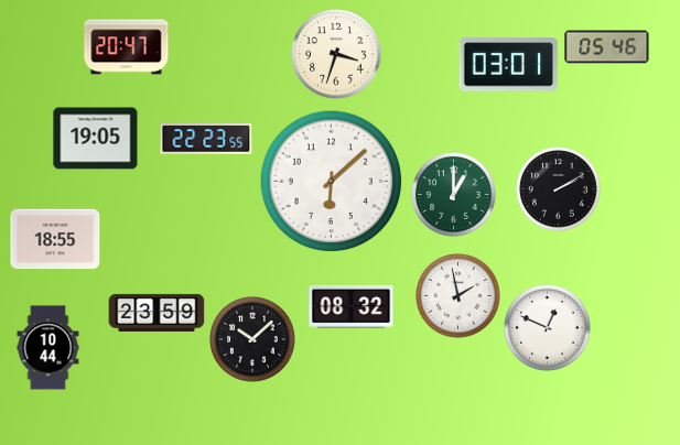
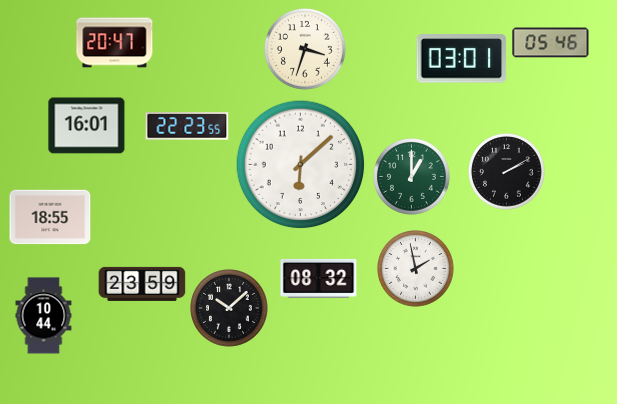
clock at (96, 139): 19:05 -> 16:01
clock at (548, 328): 12:49 -> none
